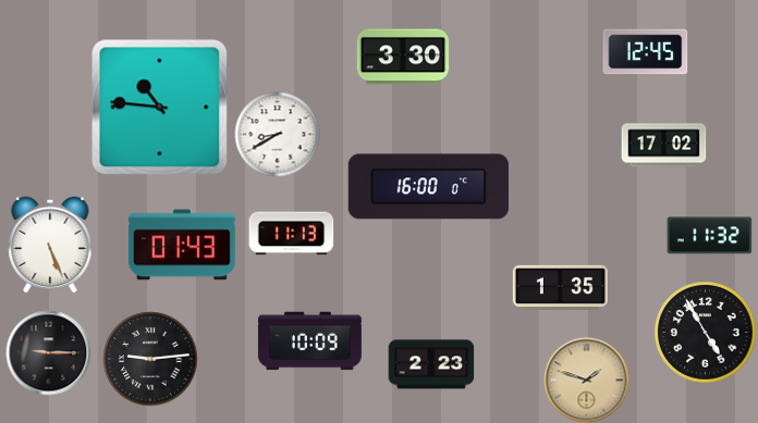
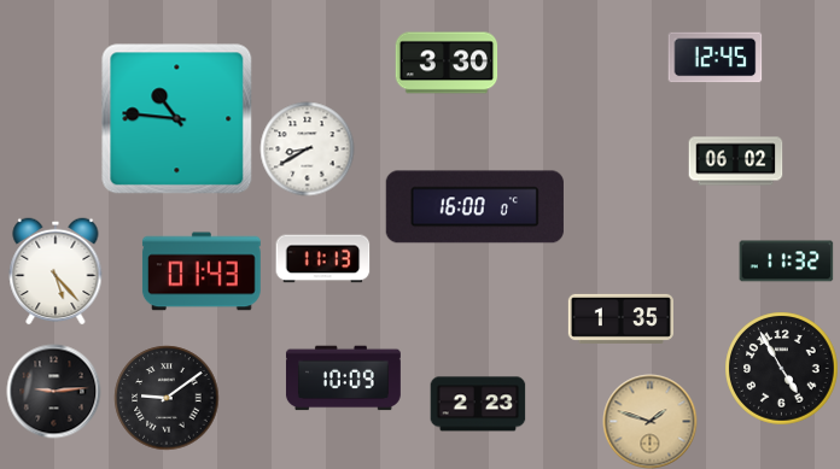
clock at (663, 146): 17:02 -> 06:02
clock at (50, 245): 5:26 -> 5:23
clock at (48, 352): 9:15 -> 9:14
clock at (150, 359): 9:14 -> 9:09
